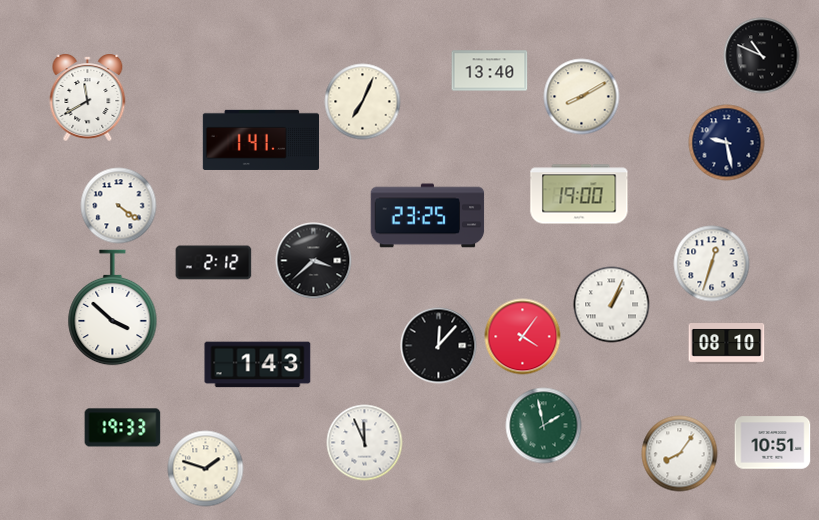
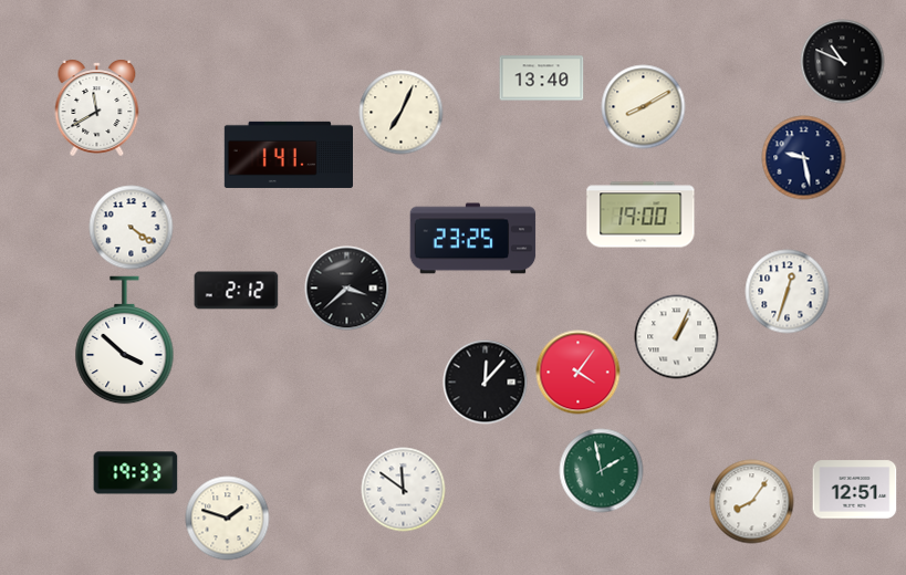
clock at (727, 344): 08:10 -> none
clock at (258, 365): 1:43 -> none
clock at (365, 443): 11:56 -> 11:51
clock at (773, 443): 10:51 -> 12:51
